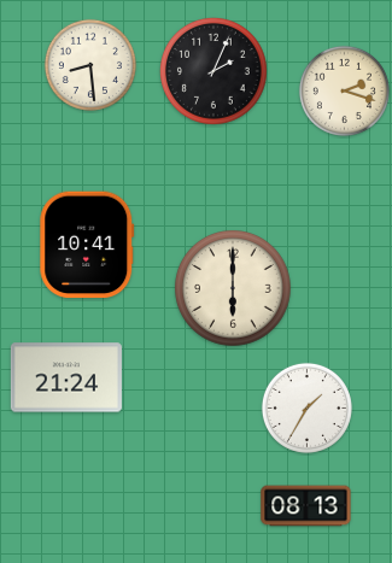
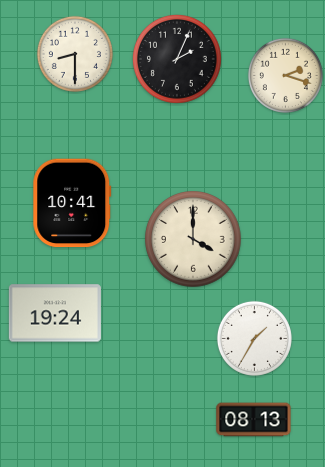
clock at (90, 65): 8:29 -> 8:30
clock at (233, 288): 6:00 -> 4:00
clock at (66, 377): 21:24 -> 19:24
